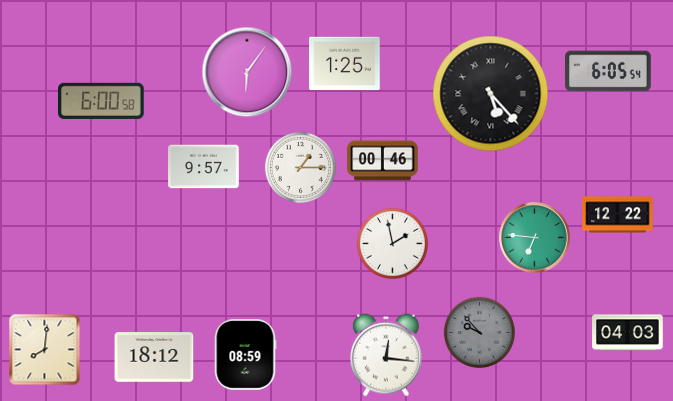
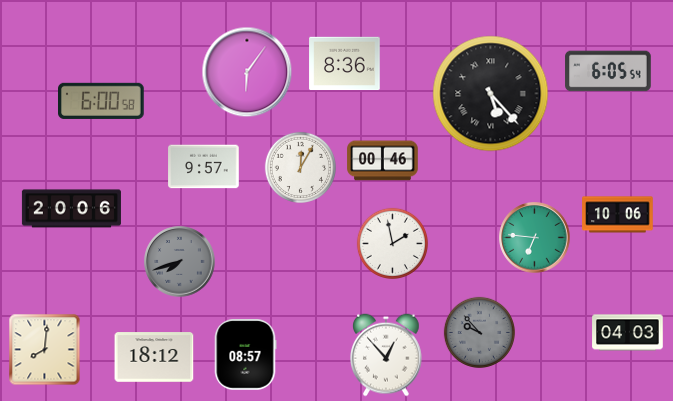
clock at (345, 64): 1:25 -> 8:36
clock at (300, 167): 1:15 -> 12:05
clock at (71, 209): none -> 20:06
clock at (618, 215): 12:22 -> 10:06
clock at (180, 262): none -> 7:42
clock at (245, 355): 08:59 -> 08:57
clock at (387, 355): 12:16 -> 12:53
